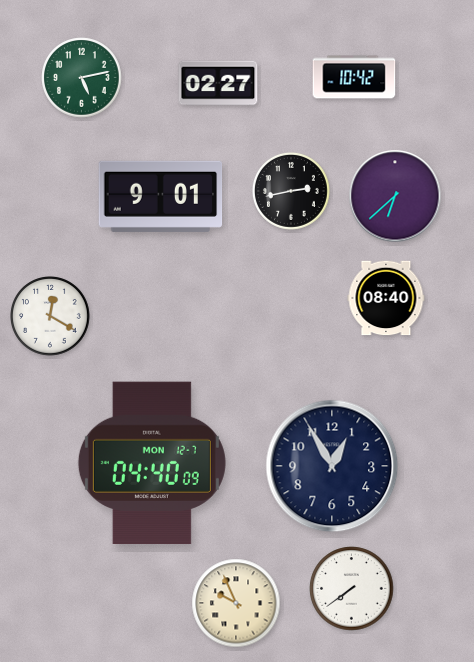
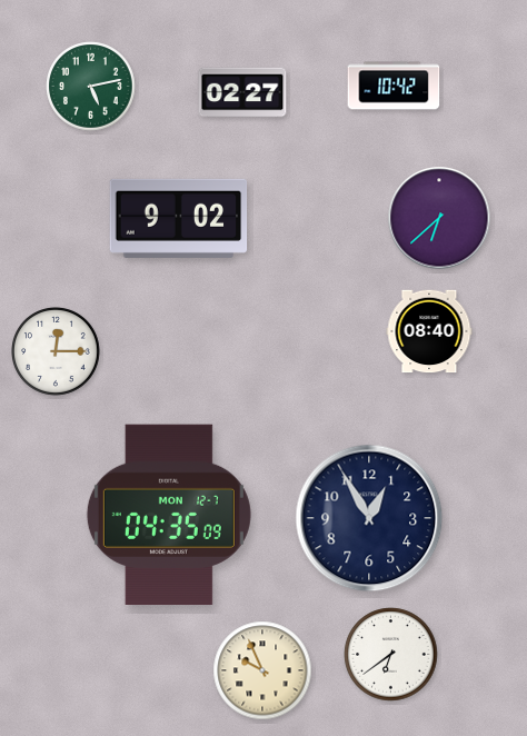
clock at (291, 191): 2:43 -> none
clock at (161, 196): 9:01 -> 9:02
clock at (51, 317): 12:20 -> 12:15
clock at (152, 462): 04:40 -> 04:35
clock at (352, 589): 7:39 -> 6:39
